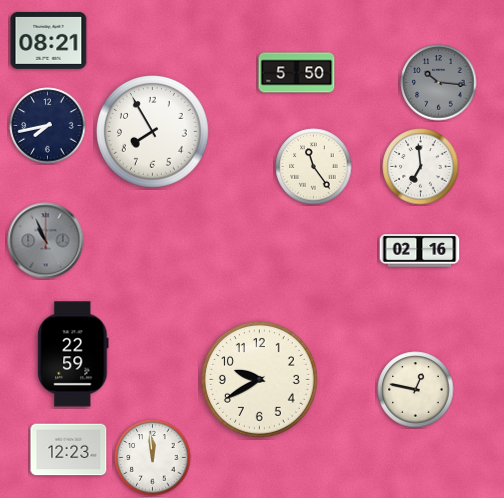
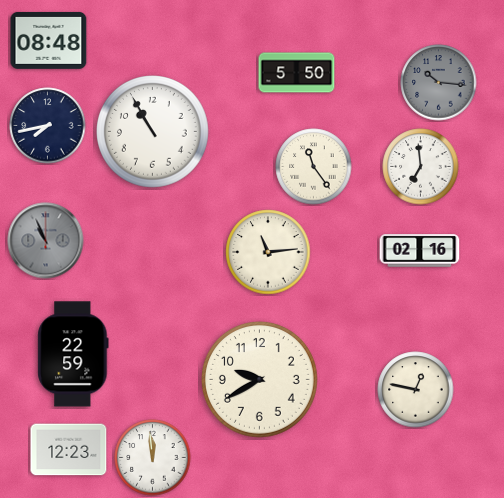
clock at (49, 40): 08:21 -> 08:48
clock at (153, 132): 7:55 -> 10:55
clock at (268, 252): none -> 11:14
